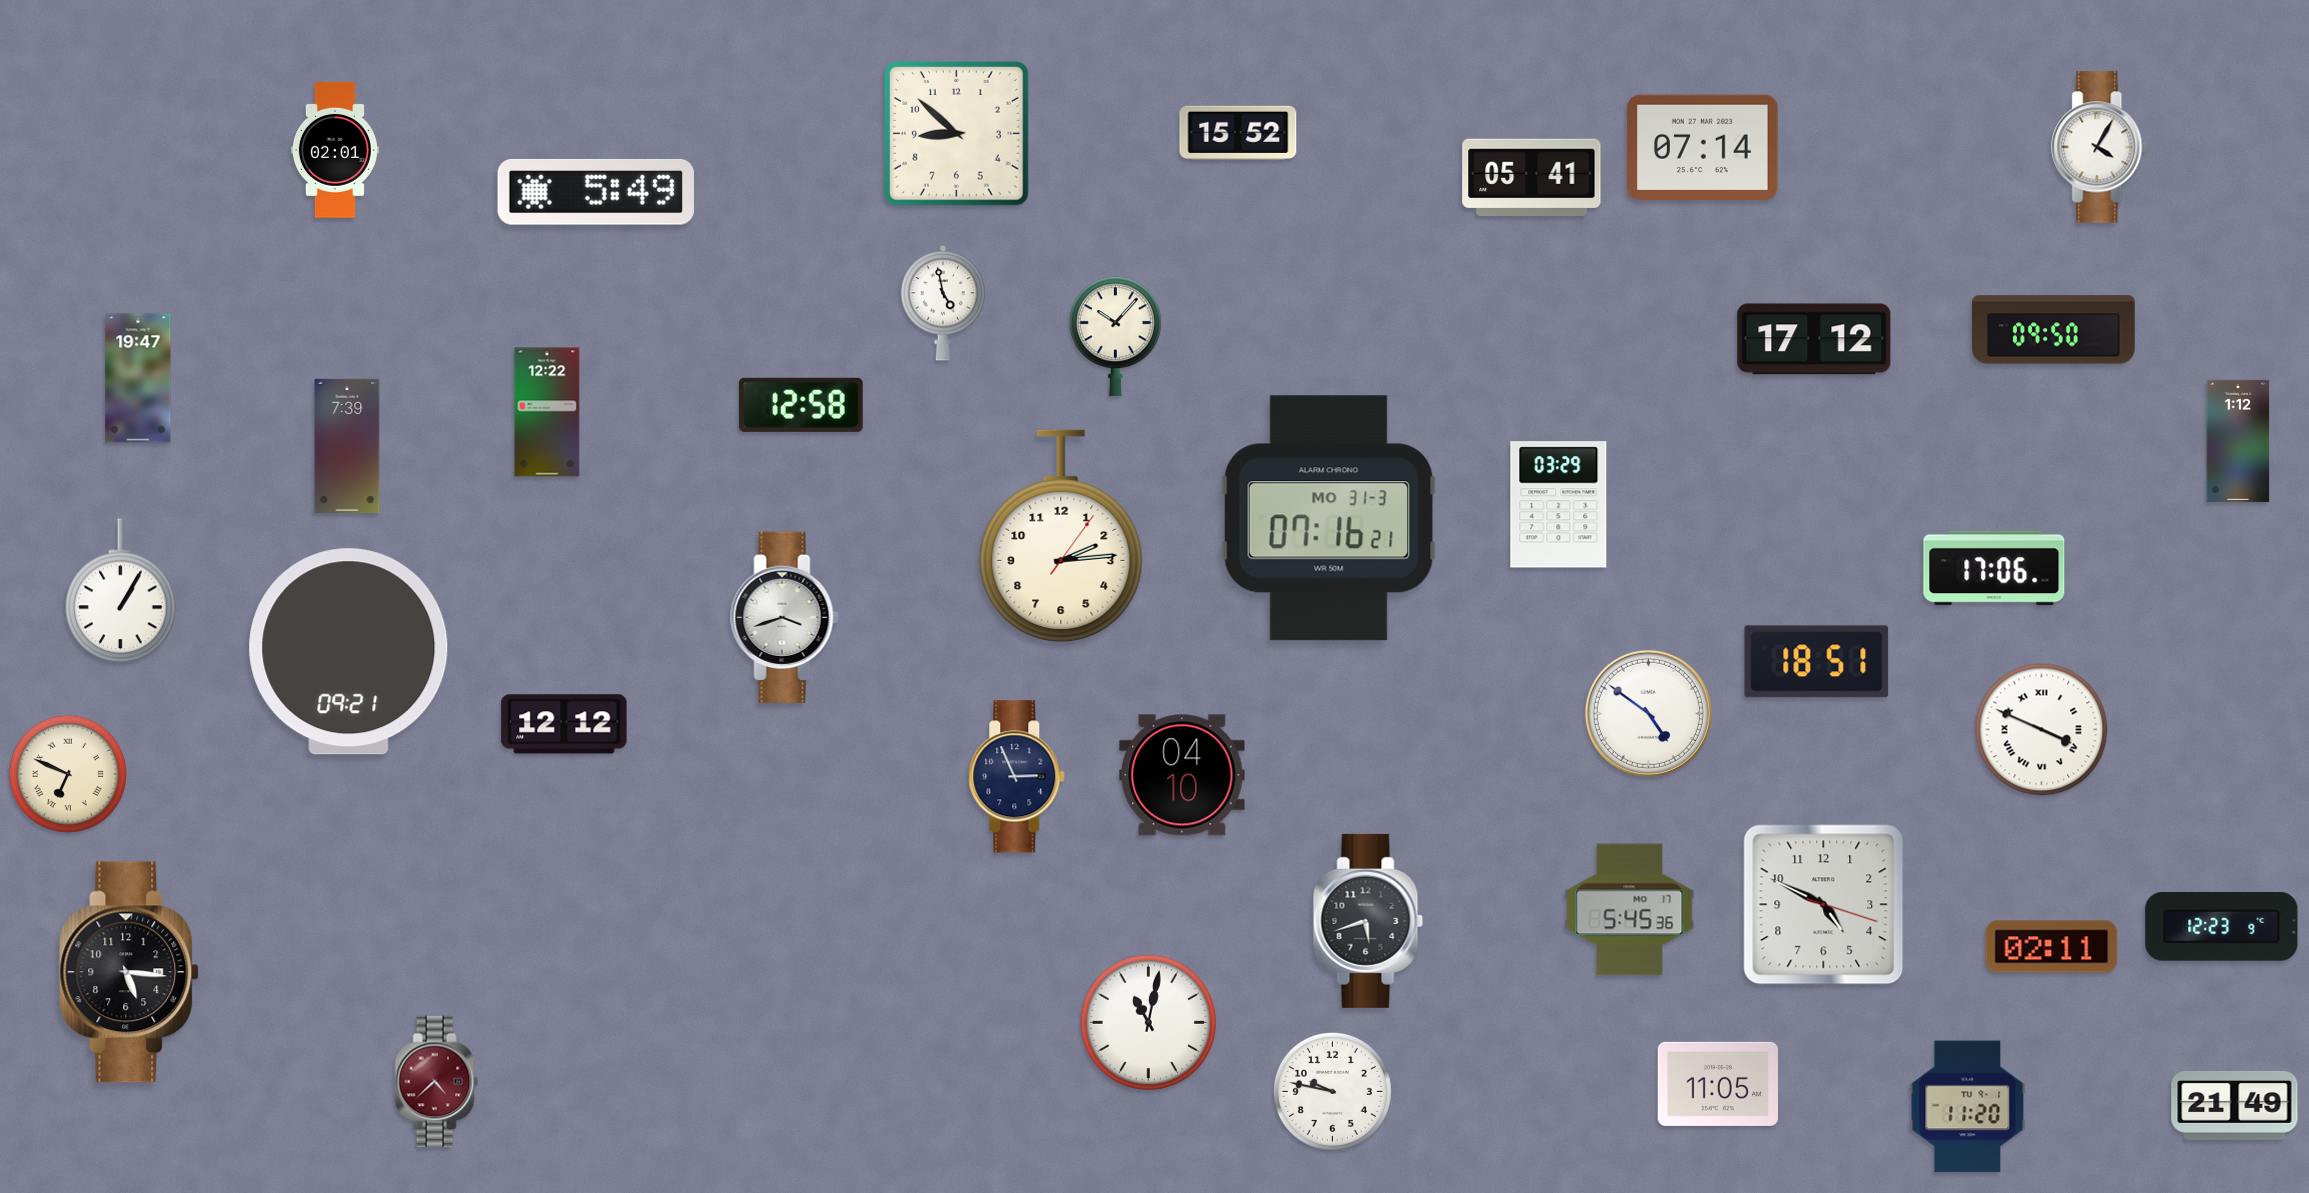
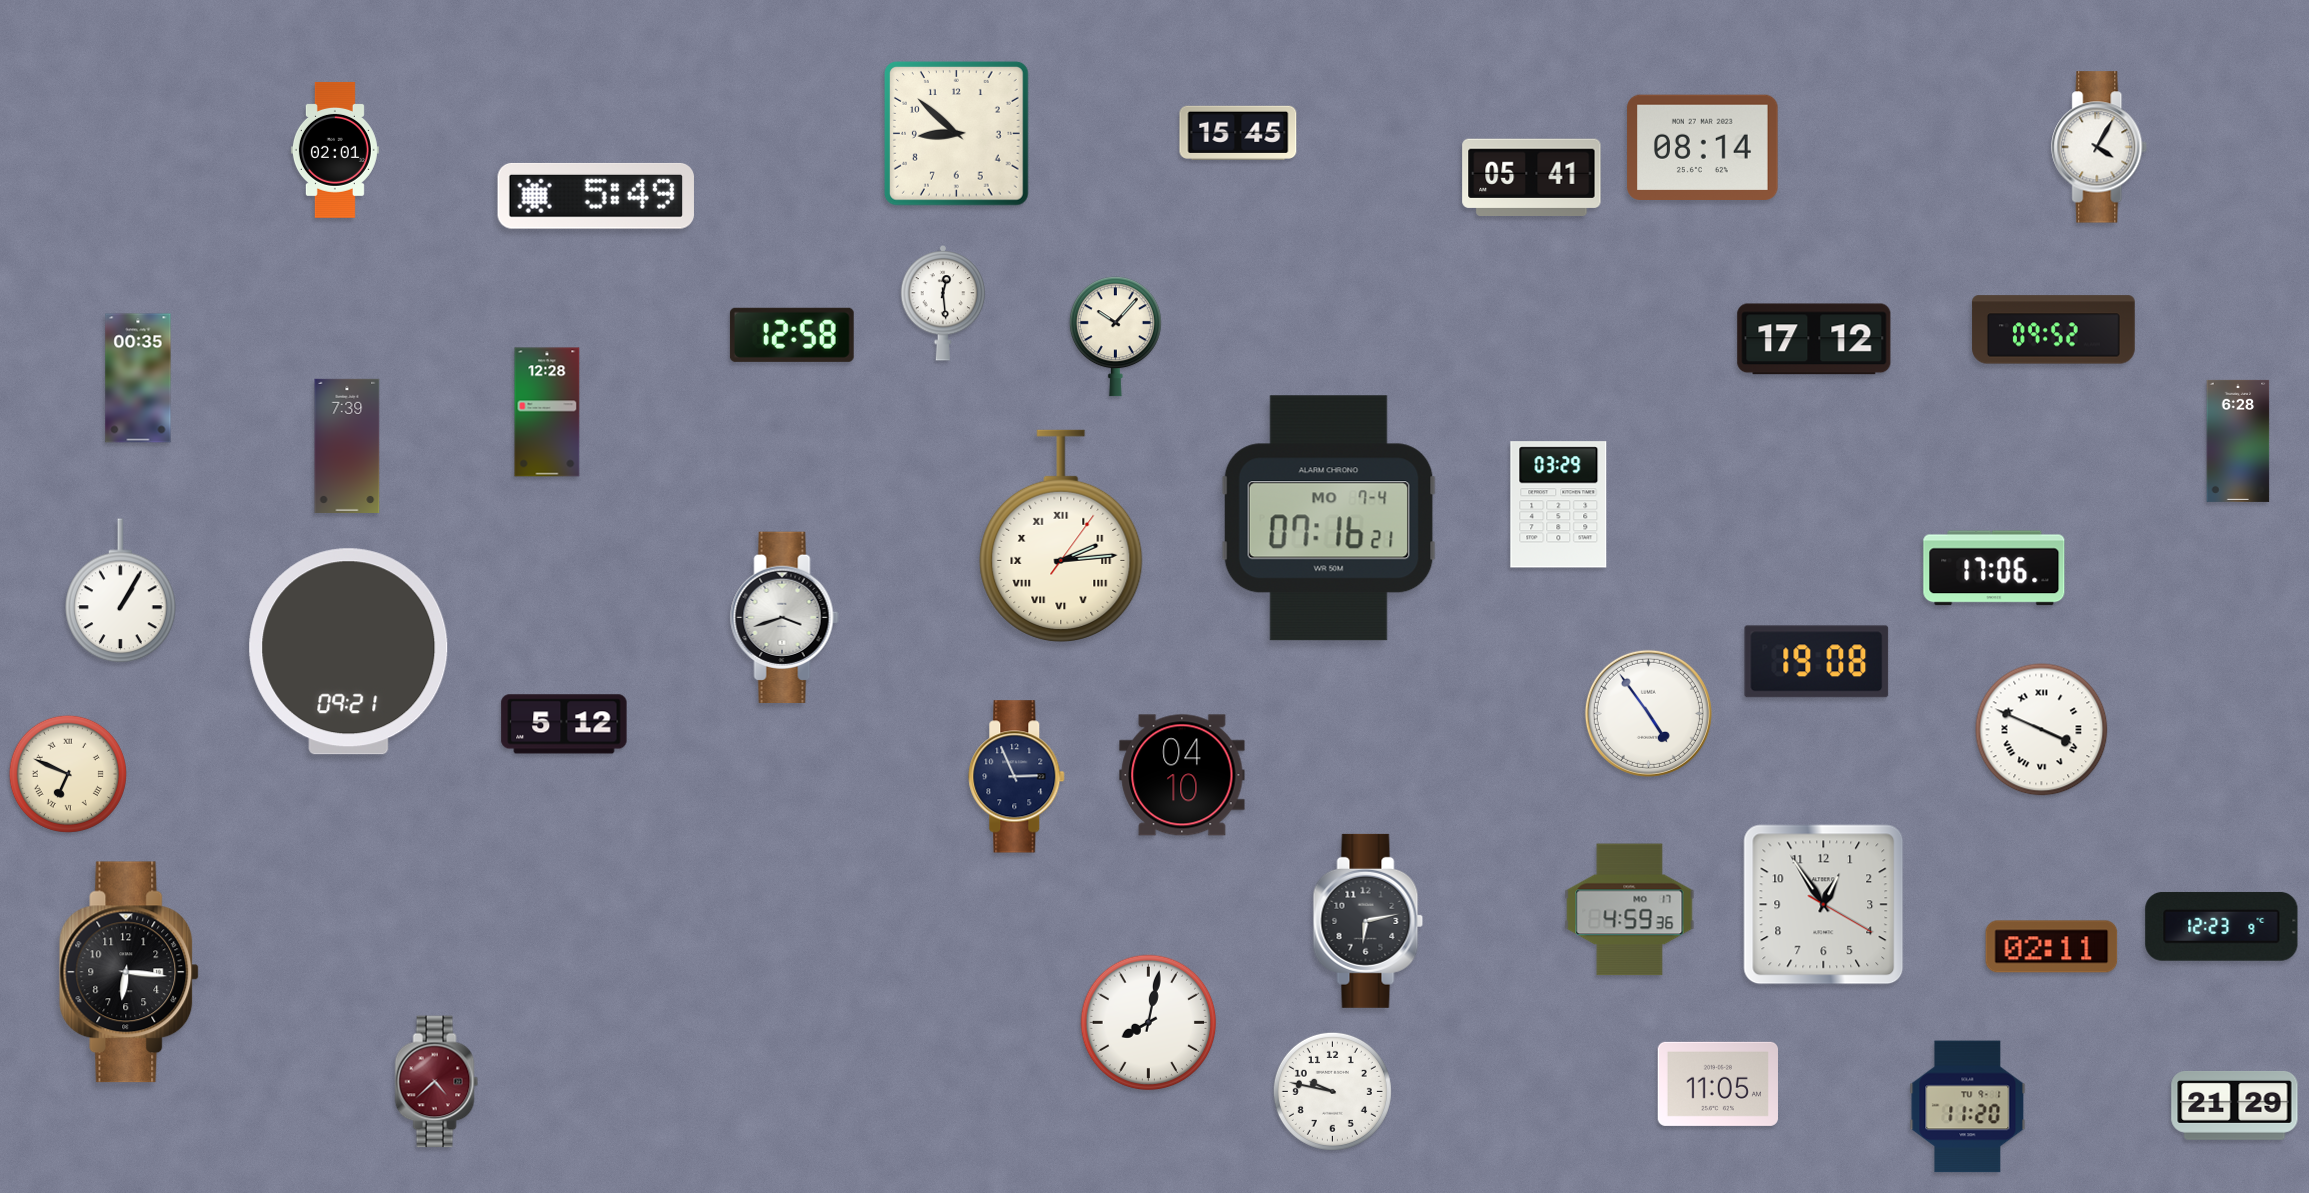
clock at (1238, 133): 15:52 -> 15:45
clock at (1703, 147): 07:14 -> 08:14
clock at (595, 192) position: (595, 192) -> (595, 196)
clock at (943, 303): 4:58 -> 12:29
clock at (2054, 330): 09:50 -> 09:52
clock at (138, 378): 19:47 -> 00:35
clock at (801, 405) position: (801, 405) -> (792, 335)
clock at (547, 412): 12:22 -> 12:28
clock at (2238, 441): 1:12 -> 6:28
clock at (1329, 518) date: MO 31-3 -> MO 7-4
clock at (1061, 536) numerals: Arabic -> Roman
clock at (1817, 662): 18:51 -> 19:08
clock at (1648, 713): 4:51 -> 4:54
clock at (564, 724): 12:12 -> 5:12
clock at (1824, 905): 4:49 -> 12:54
clock at (1630, 910): 5:45 -> 4:59
clock at (1368, 921): 5:42 -> 6:13
clock at (130, 972): 5:16 -> 6:16
clock at (1149, 1023): 11:02 -> 8:02
clock at (2235, 1105): 21:49 -> 21:29
